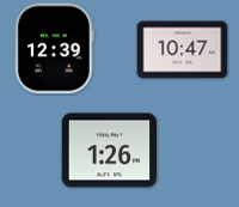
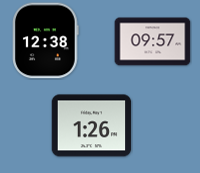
clock at (55, 49): 12:39 -> 12:38
clock at (183, 50): 10:47 -> 09:57
